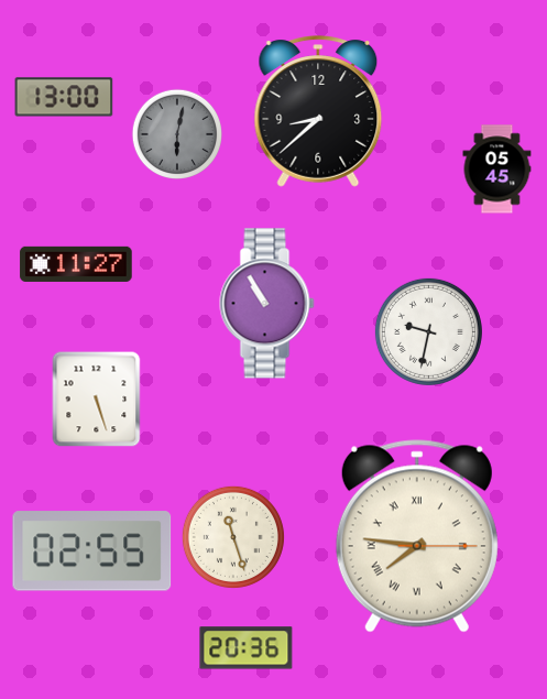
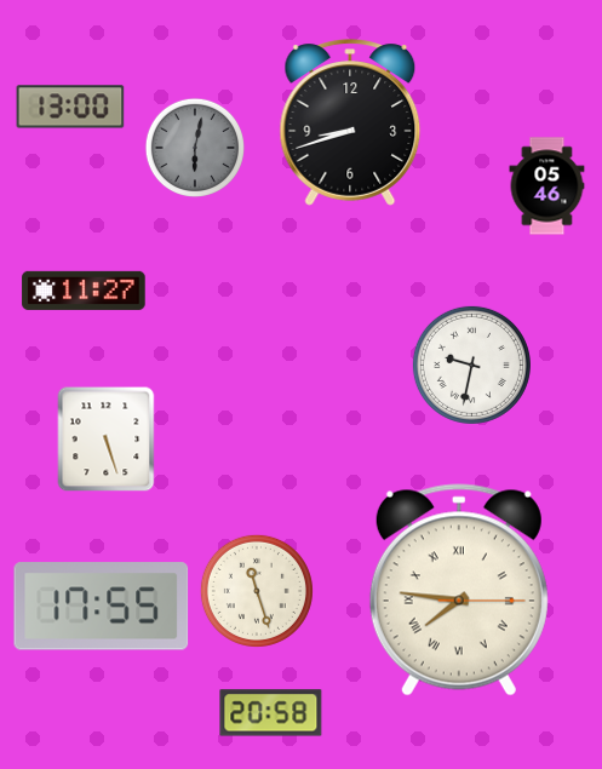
clock at (318, 111): 8:38 -> 8:42
clock at (497, 170): 05:45 -> 05:46
clock at (267, 304): 10:55 -> none
clock at (92, 551): 02:55 -> 17:55
clock at (247, 648): 20:36 -> 20:58
